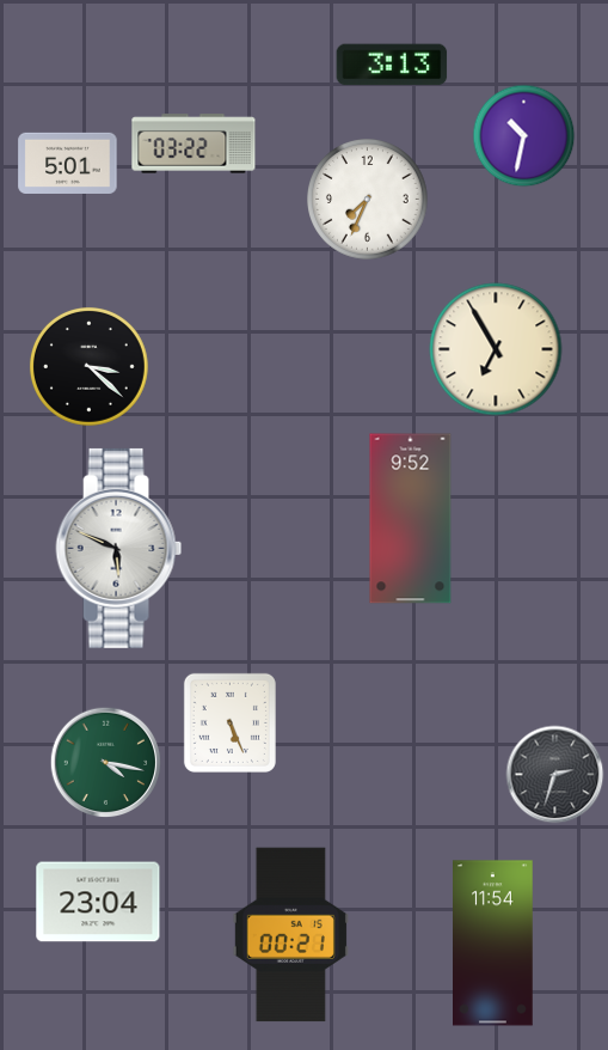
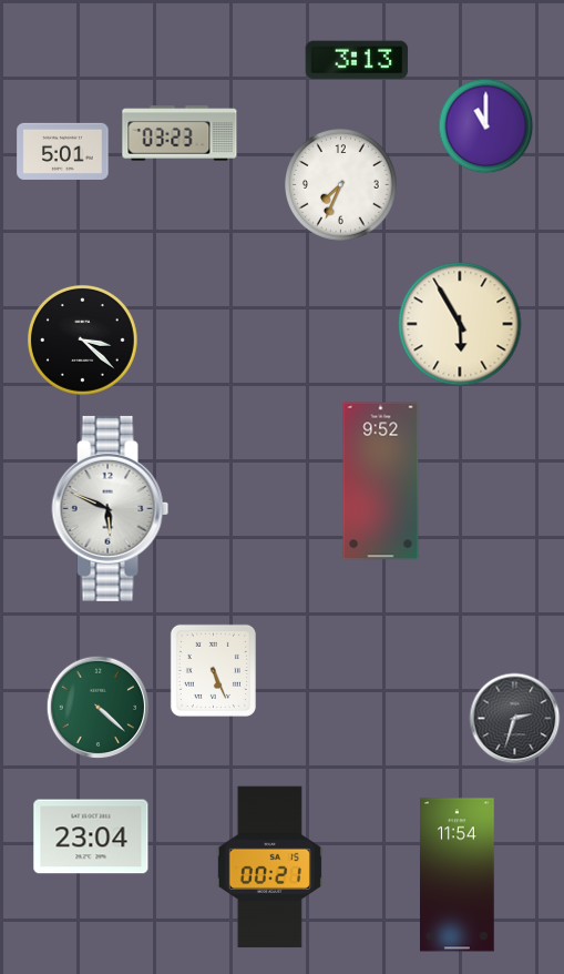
clock at (392, 65) position: (392, 65) -> (357, 60)
clock at (524, 136): 10:32 -> 11:00
clock at (194, 144): 03:22 -> 03:23
clock at (496, 349): 6:55 -> 5:55
clock at (106, 763): 4:17 -> 4:22
